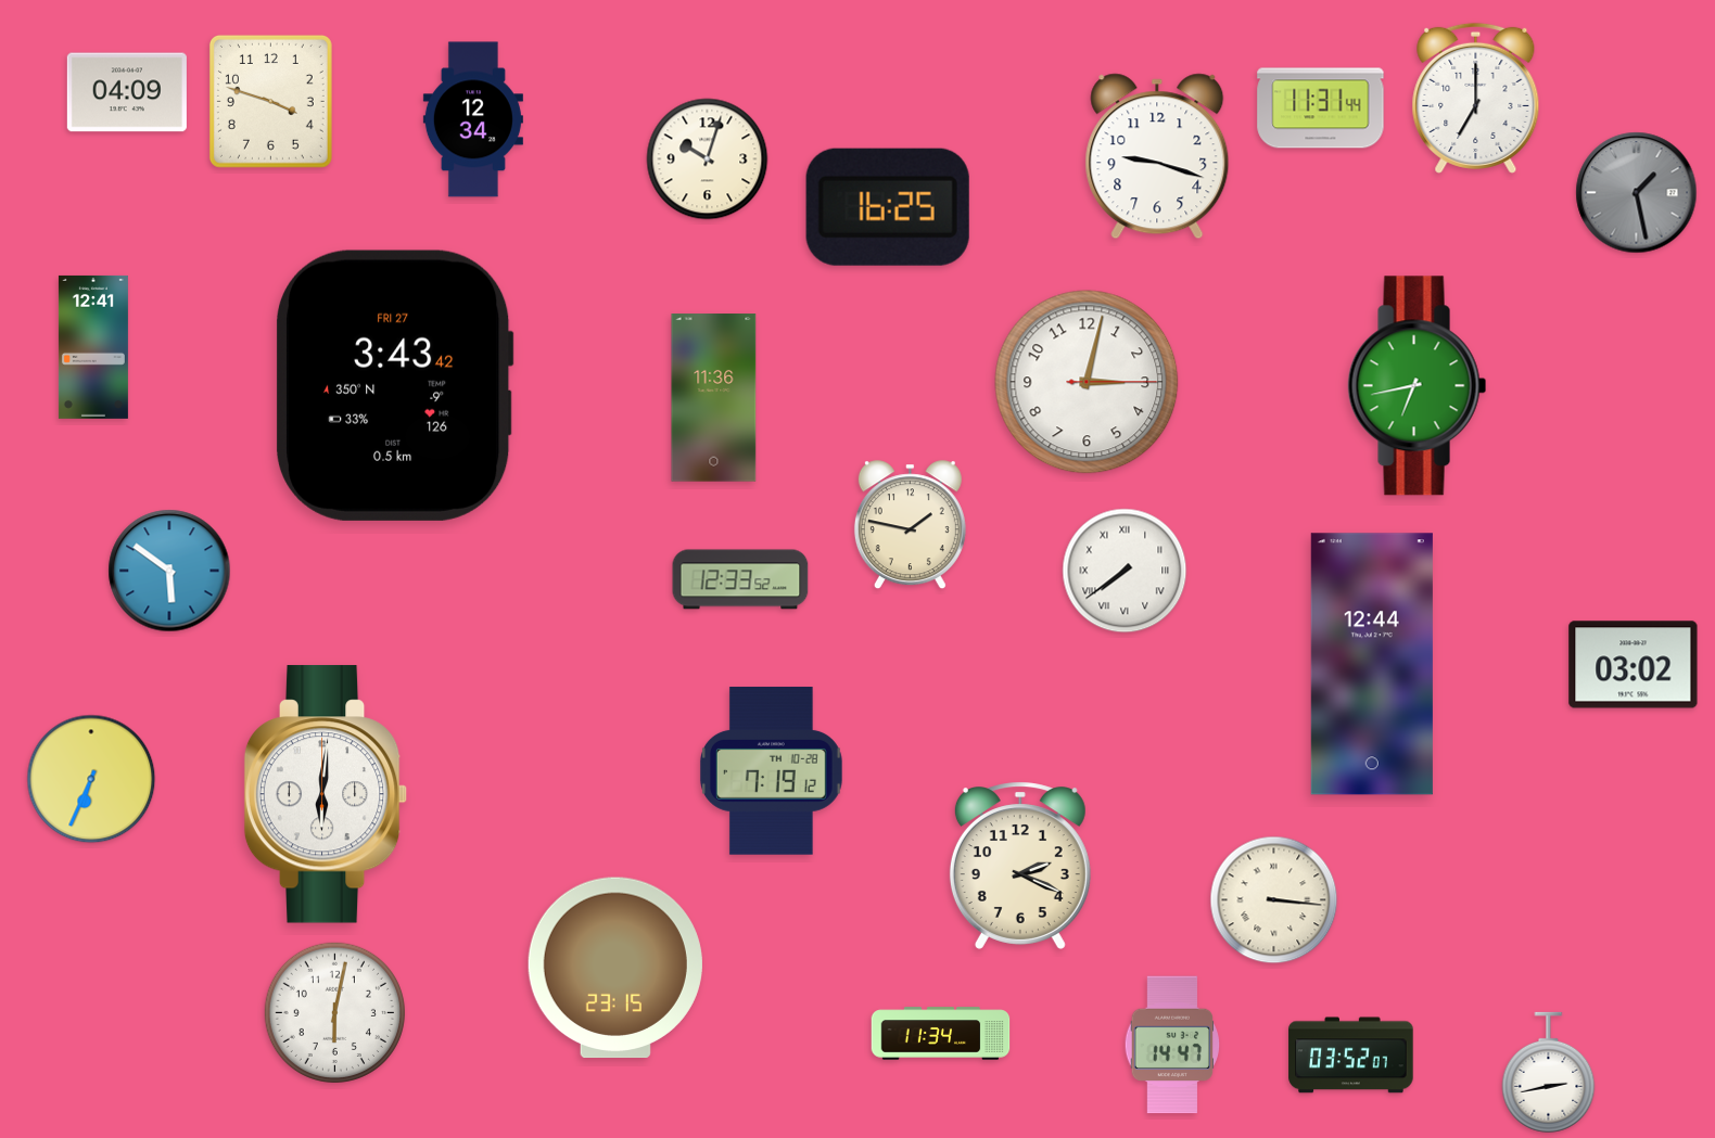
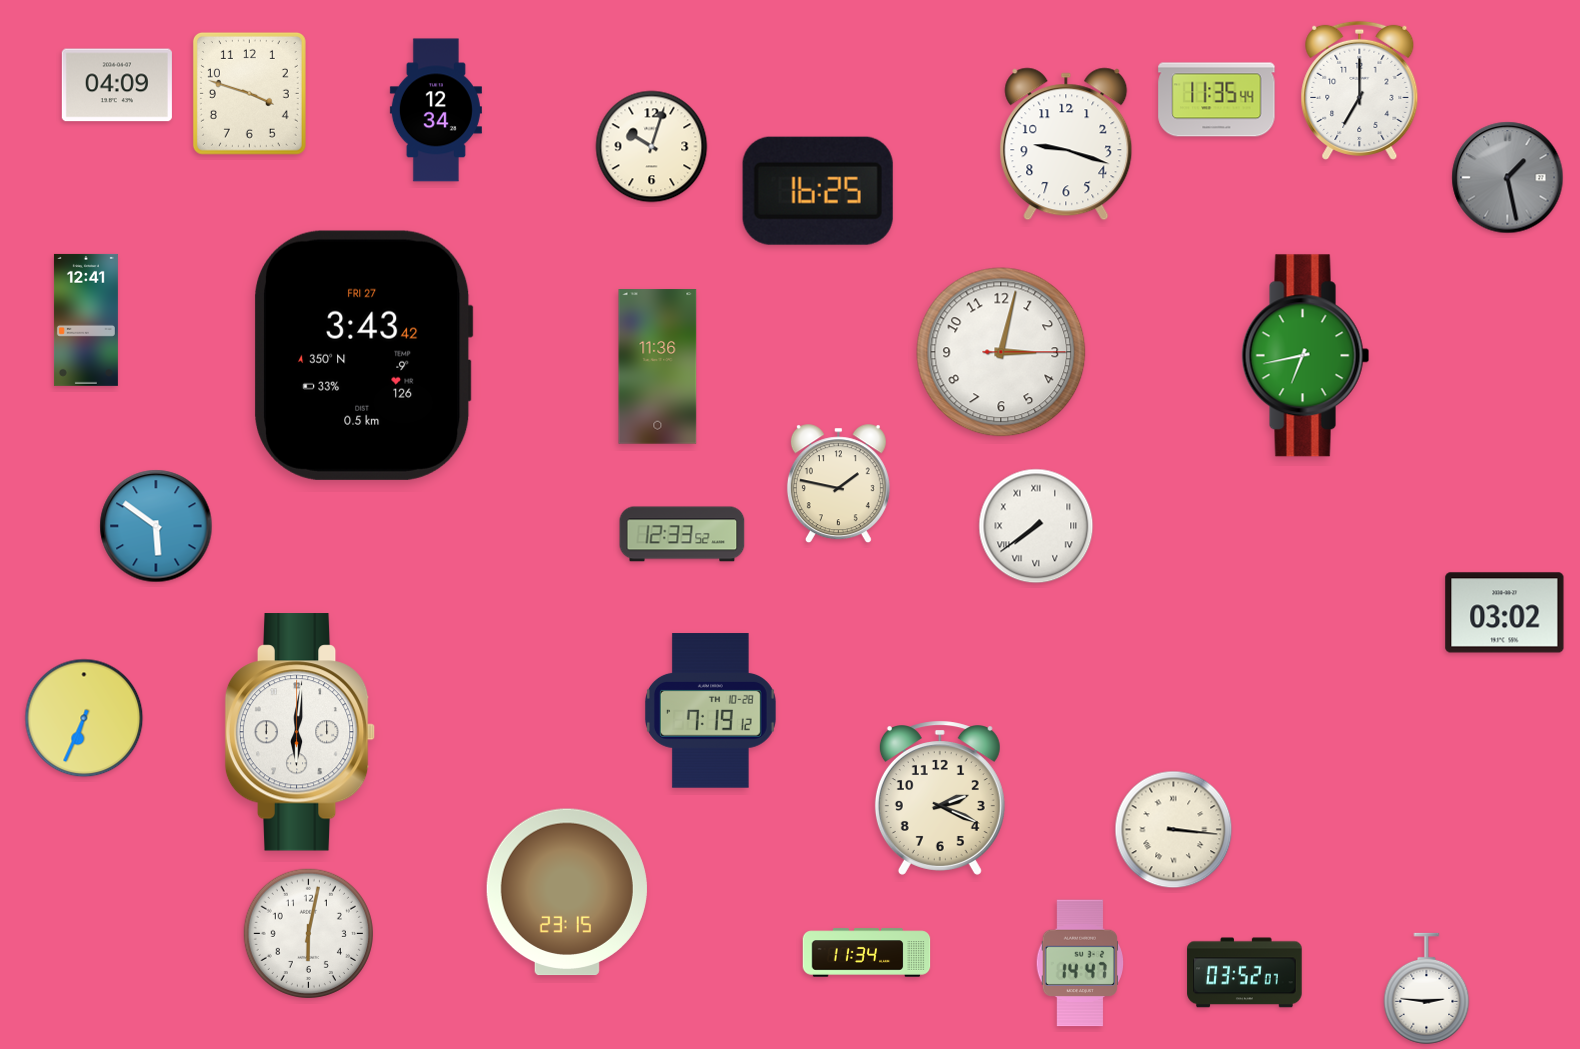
clock at (1321, 108): 11:31 -> 11:35
clock at (1372, 664): 12:44 -> none
clock at (1549, 1073): 2:43 -> 2:46
